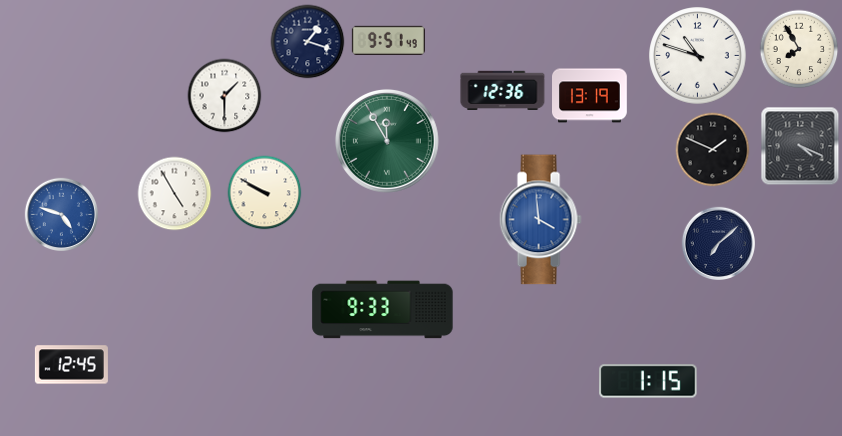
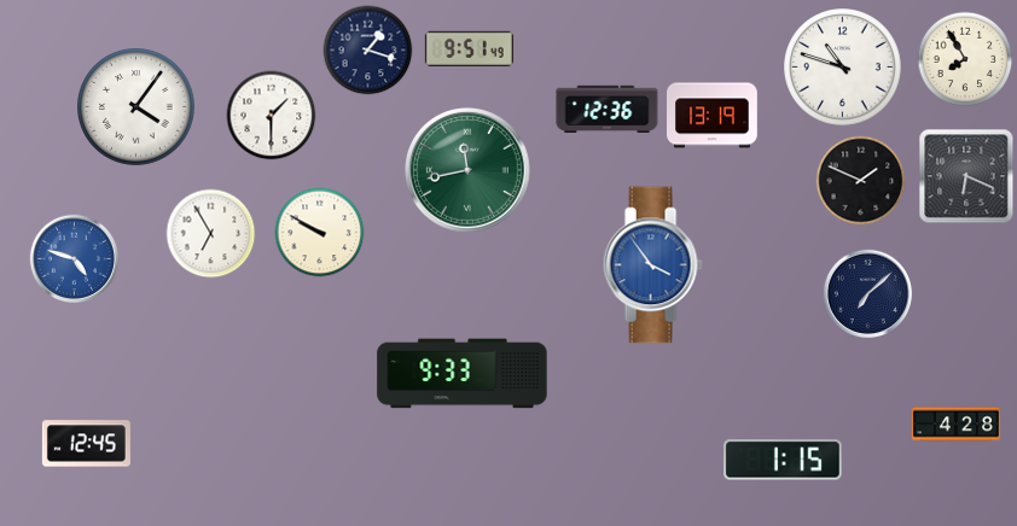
clock at (308, 42) position: (308, 42) -> (368, 51)
clock at (136, 107): none -> 4:06
clock at (387, 141): 11:55 -> 11:43
clock at (800, 146): 4:19 -> 6:19
clock at (175, 194): 4:55 -> 6:55
clock at (540, 220): 3:59 -> 3:54
clock at (955, 425): none -> 4:28
clock at (71, 365) position: (71, 365) -> (86, 444)
